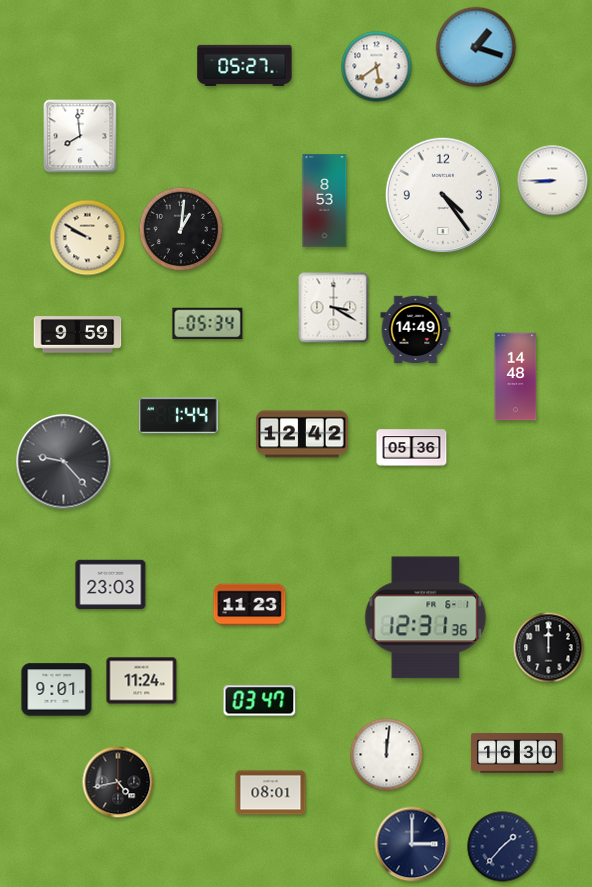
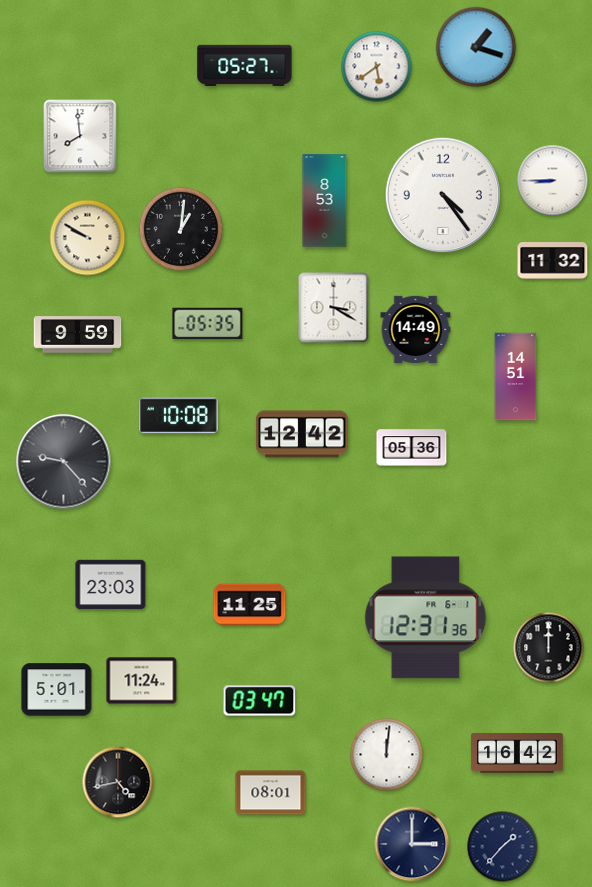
clock at (553, 261): none -> 11:32
clock at (208, 324): 05:34 -> 05:35
clock at (516, 377): 14:48 -> 14:51
clock at (179, 416): 1:44 -> 10:08
clock at (250, 605): 11:23 -> 11:25
clock at (57, 690): 9:01 -> 5:01
clock at (517, 753): 16:30 -> 16:42
